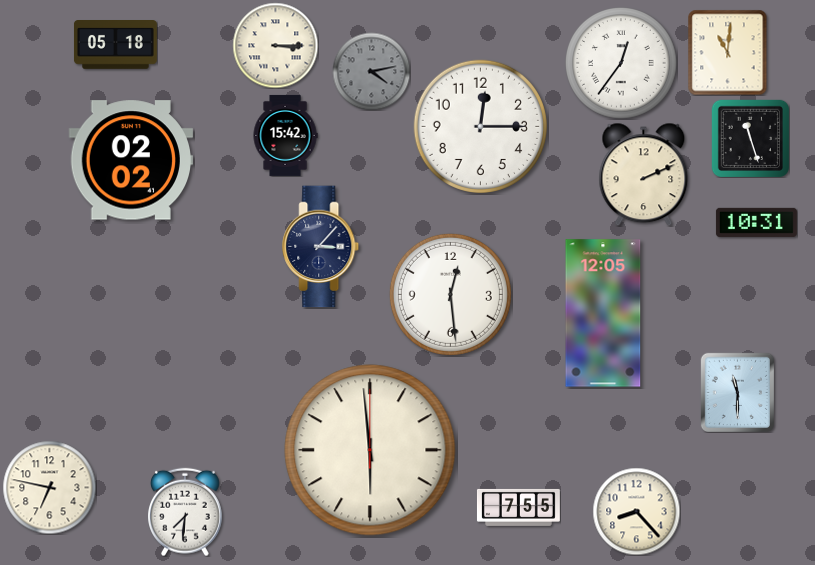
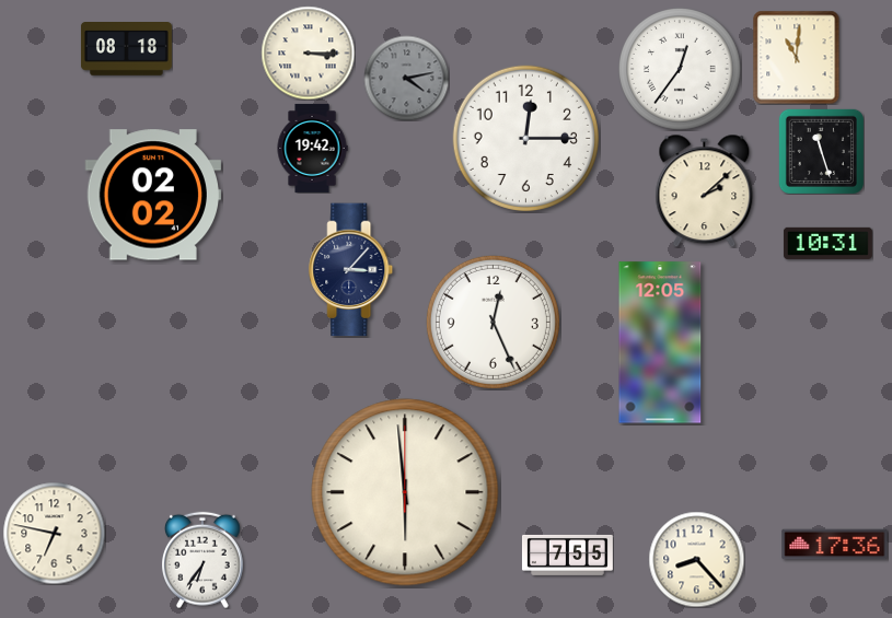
clock at (115, 45): 05:18 -> 08:18
clock at (275, 45) position: (275, 45) -> (308, 53)
clock at (285, 135): 15:42 -> 19:42
clock at (130, 160) position: (130, 160) -> (152, 195)
clock at (644, 174): 2:11 -> 2:08
clock at (450, 294): 12:29 -> 12:26
clock at (737, 392): 11:30 -> none
clock at (835, 545): none -> 17:36
clock at (186, 512): 7:31 -> 6:36
